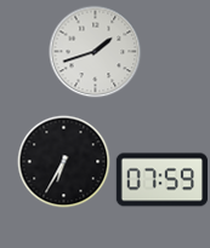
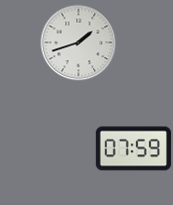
clock at (64, 162): 6:35 -> none
